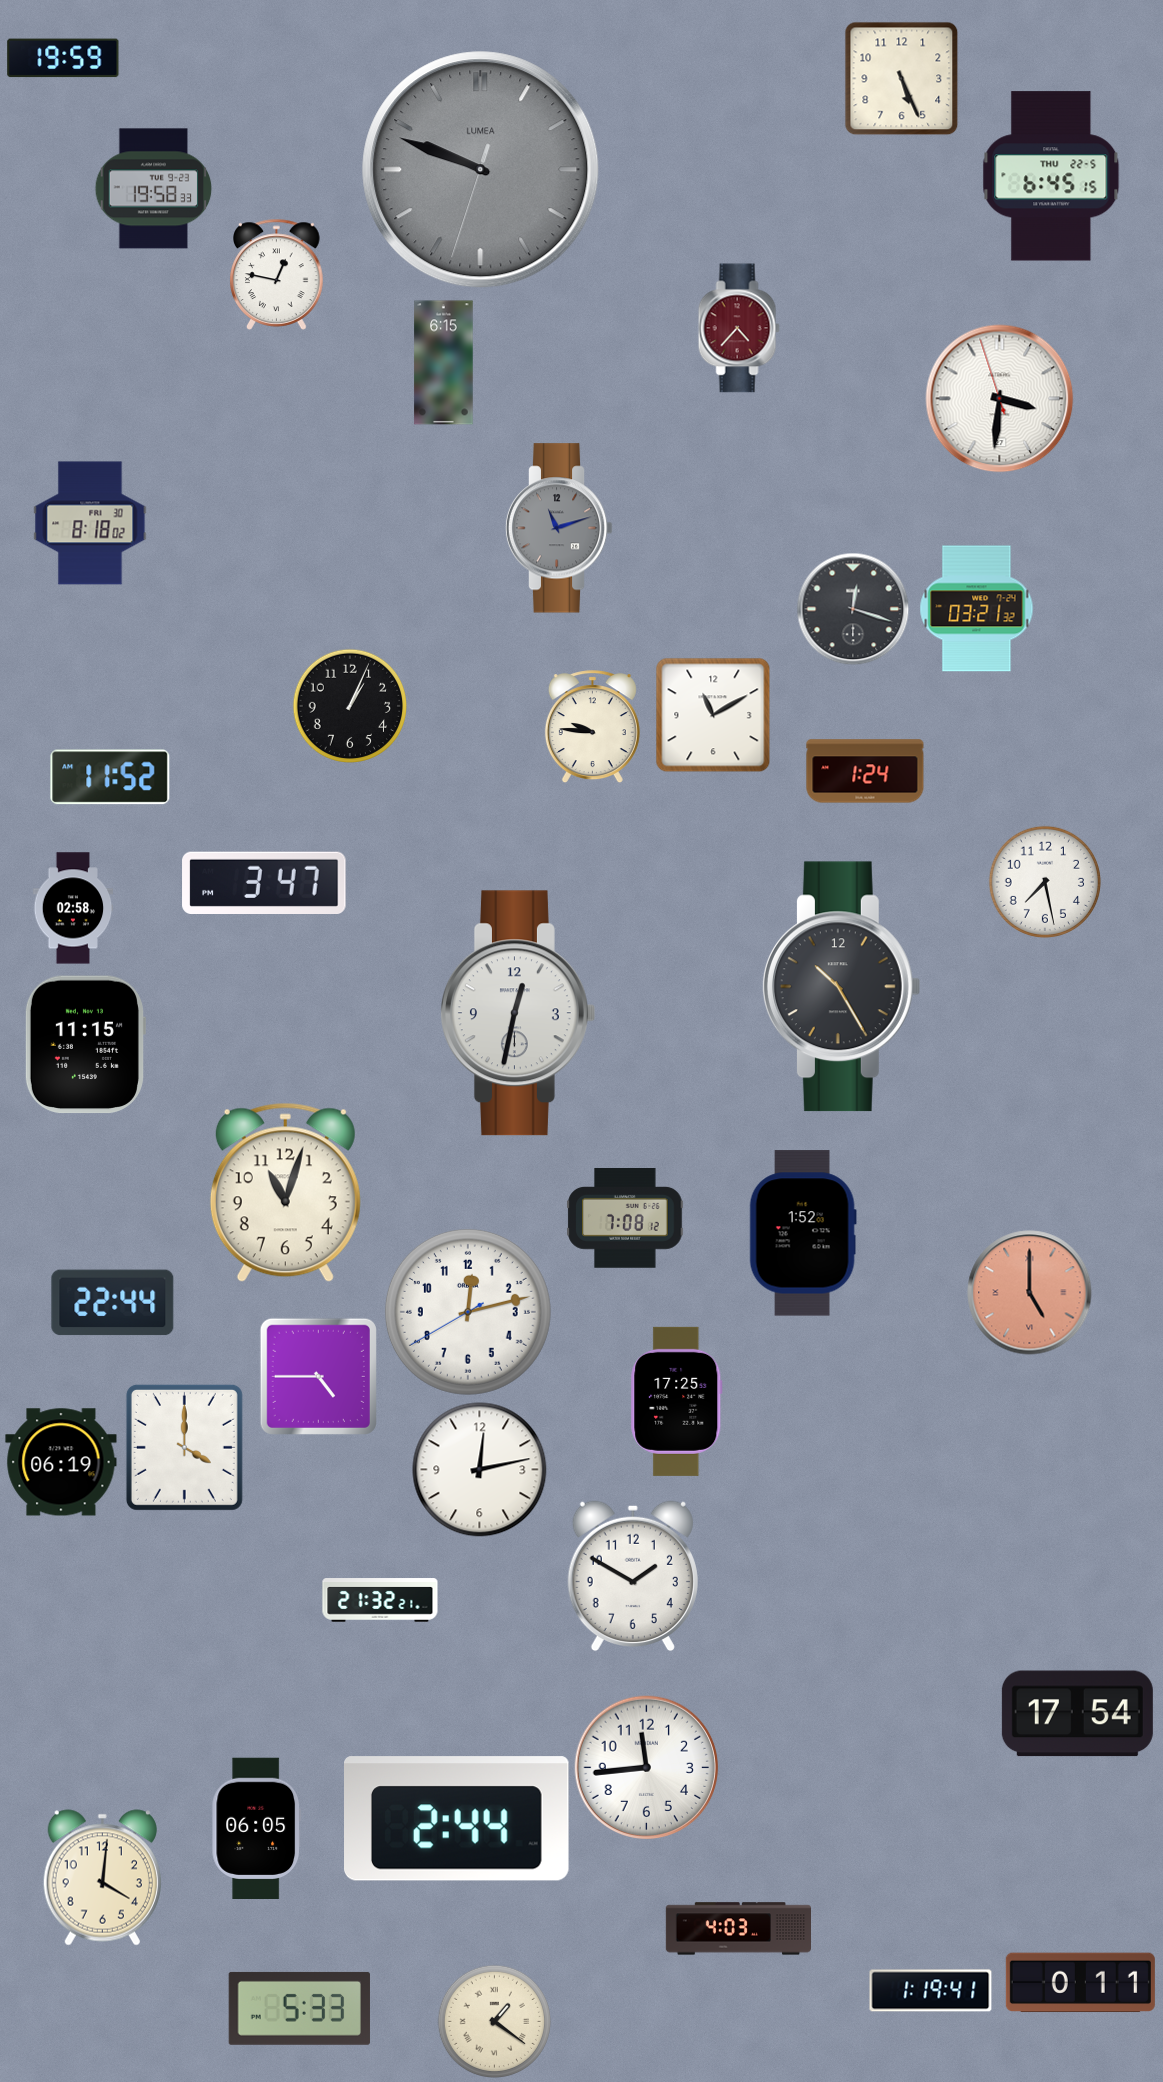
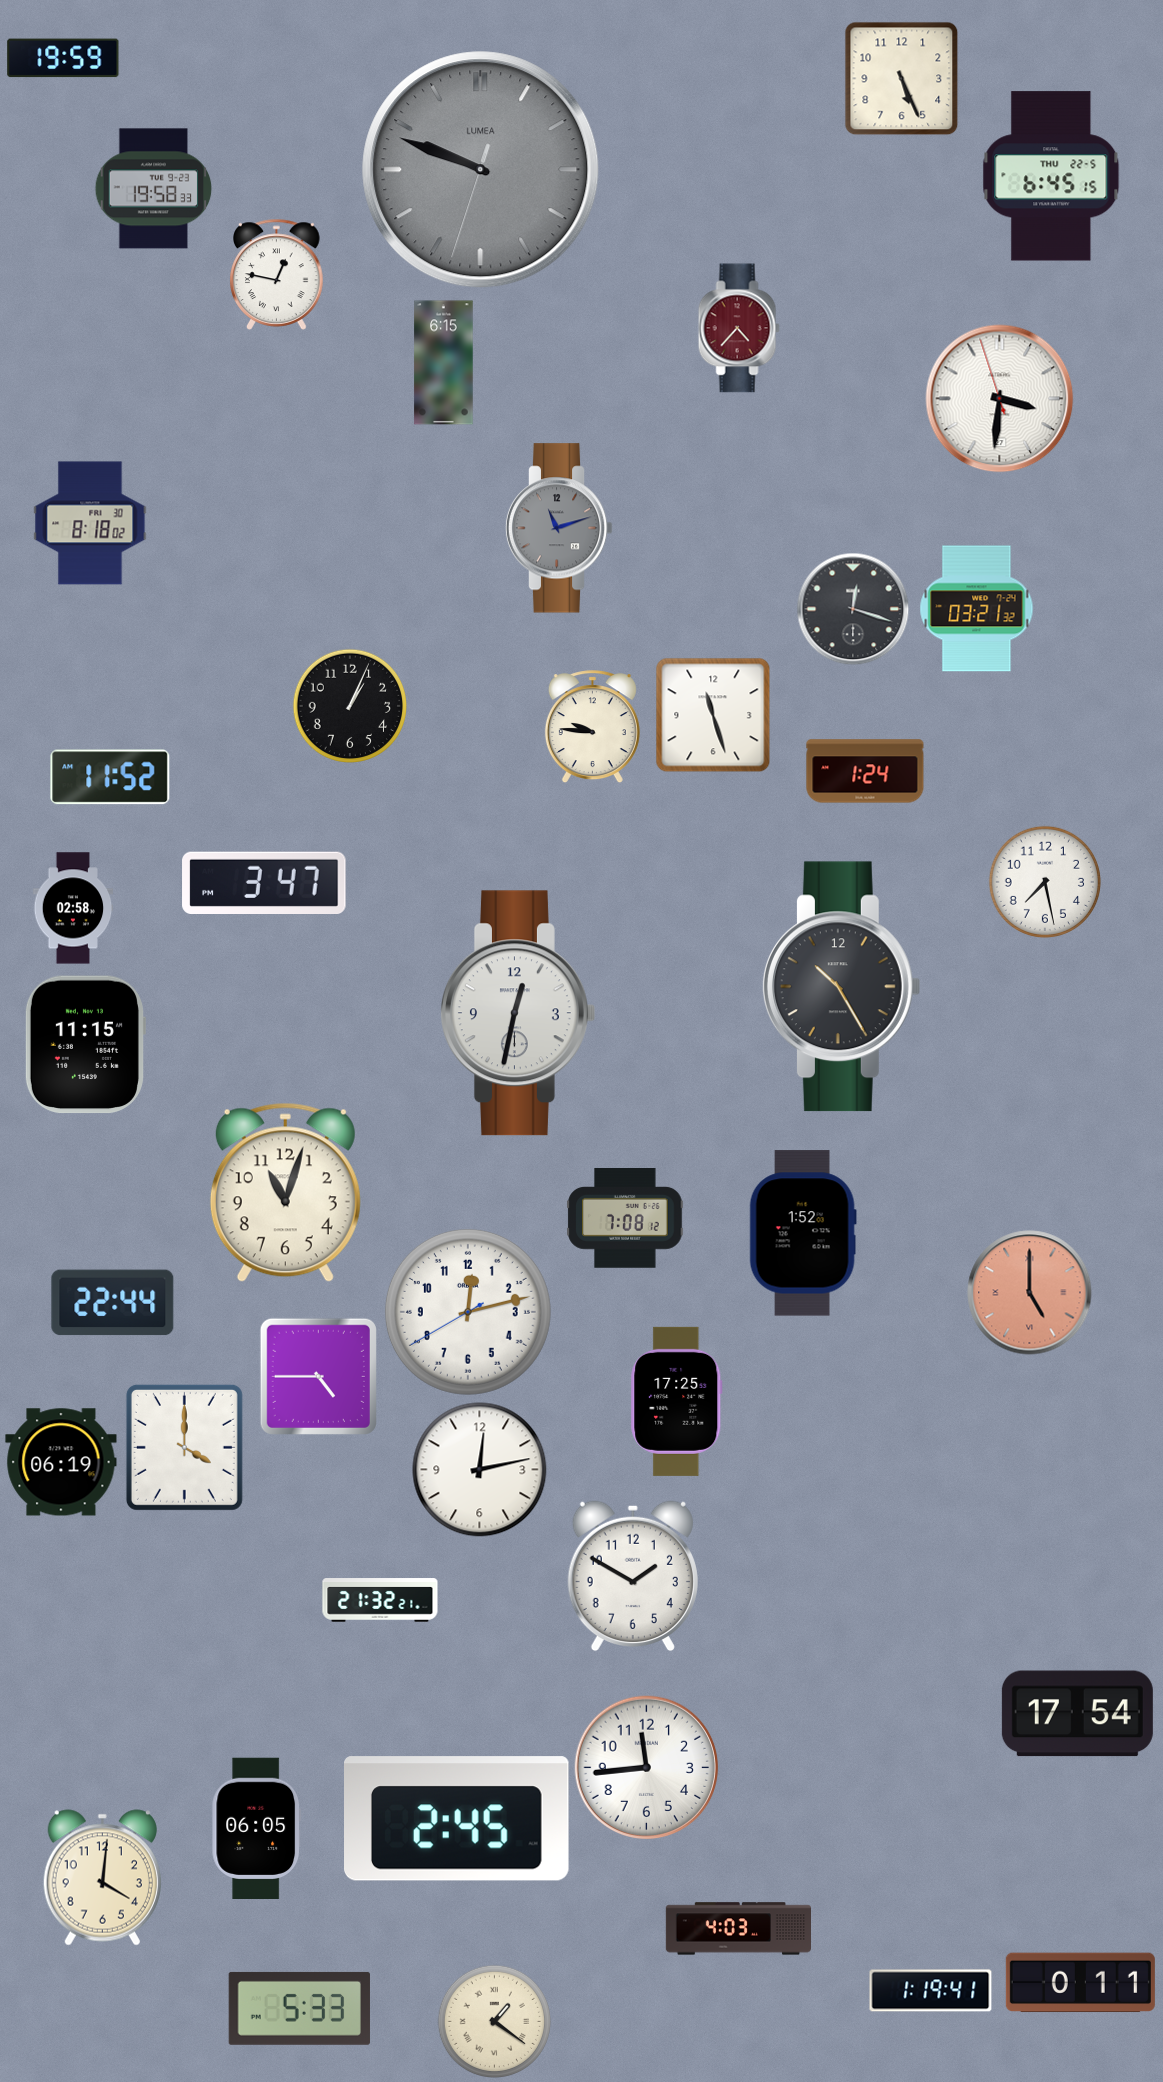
clock at (713, 715): 11:10 -> 11:27
clock at (457, 1819): 2:44 -> 2:45
